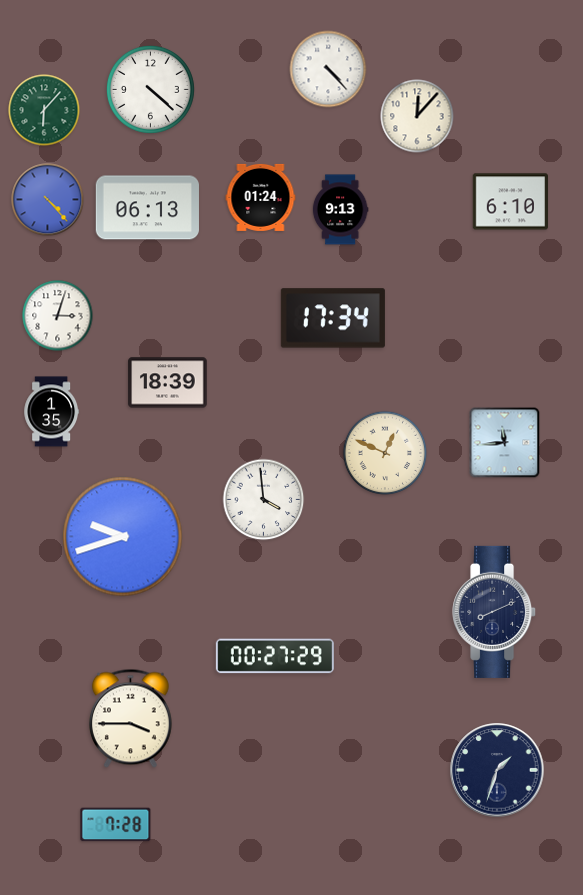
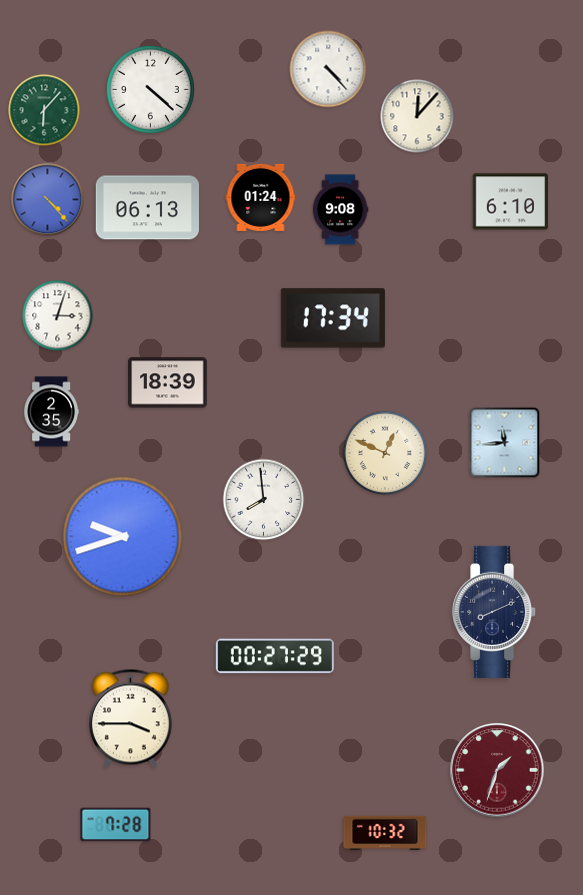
clock at (340, 210): 9:13 -> 9:08
clock at (51, 412): 1:35 -> 2:35
clock at (264, 500): 3:59 -> 7:59
clock at (497, 770) dial: navy -> burgundy
clock at (385, 832): none -> 10:32
